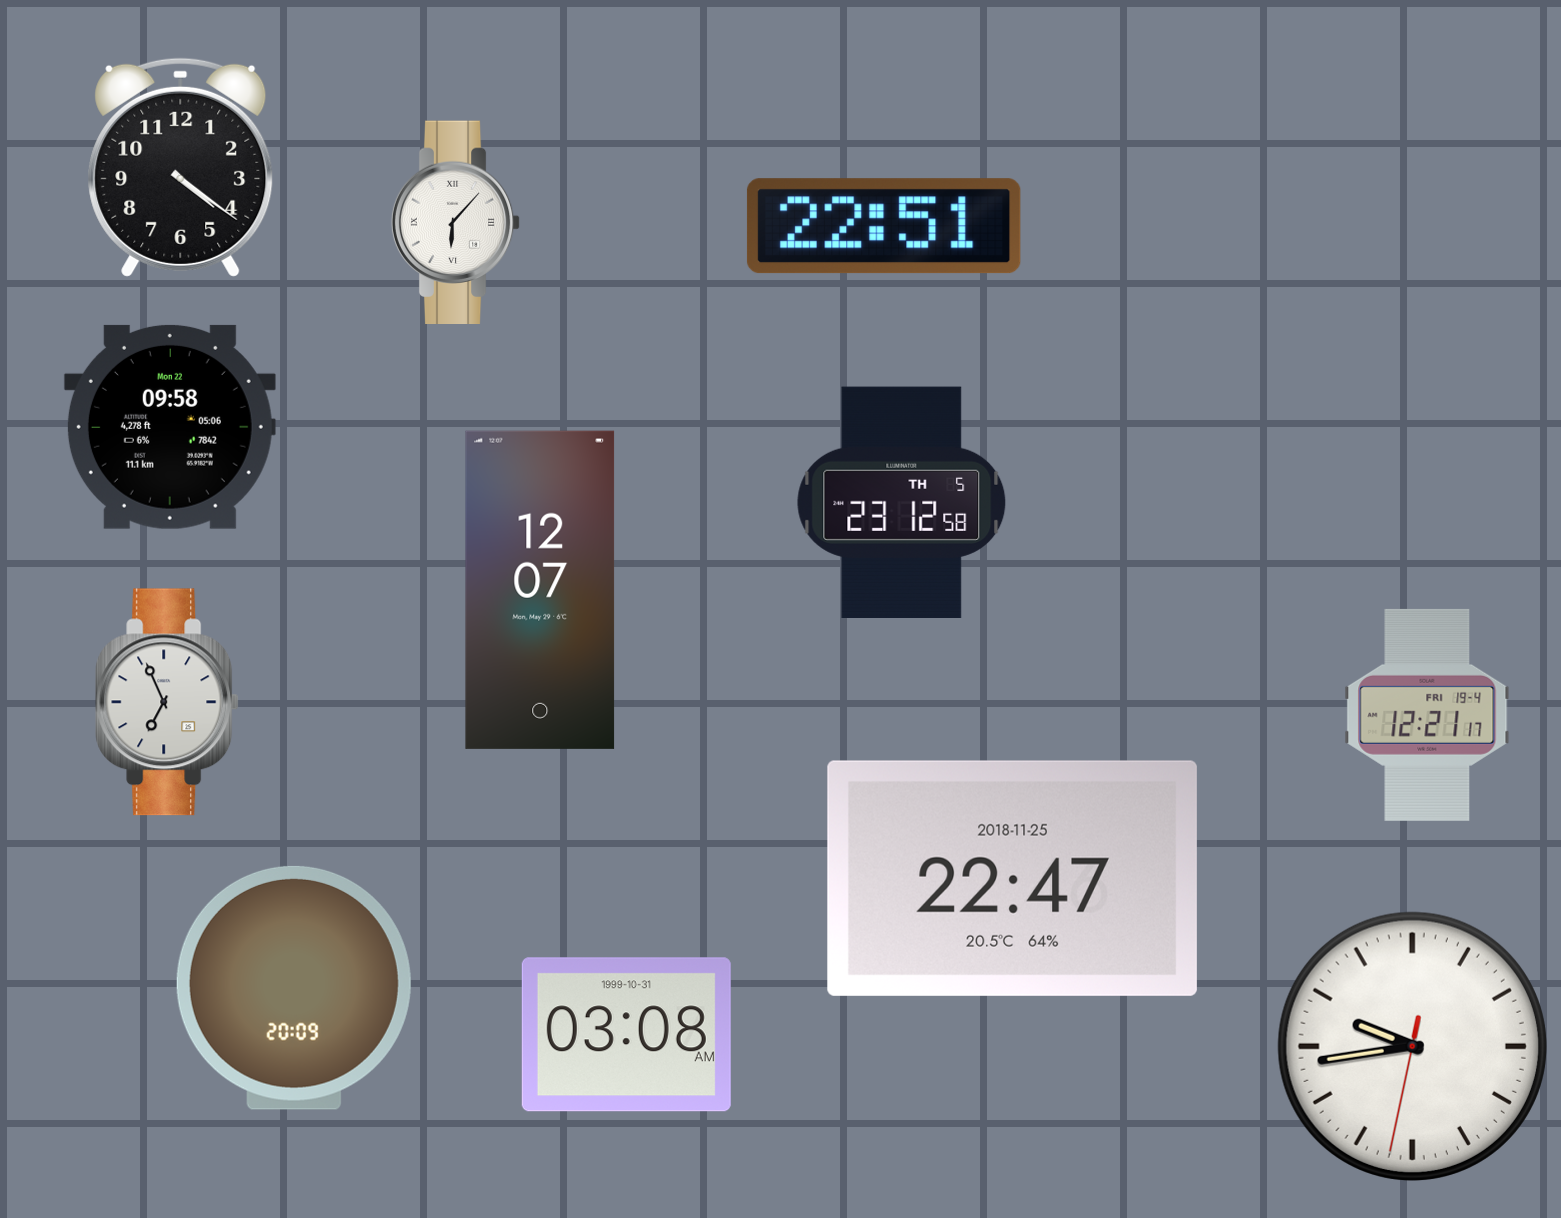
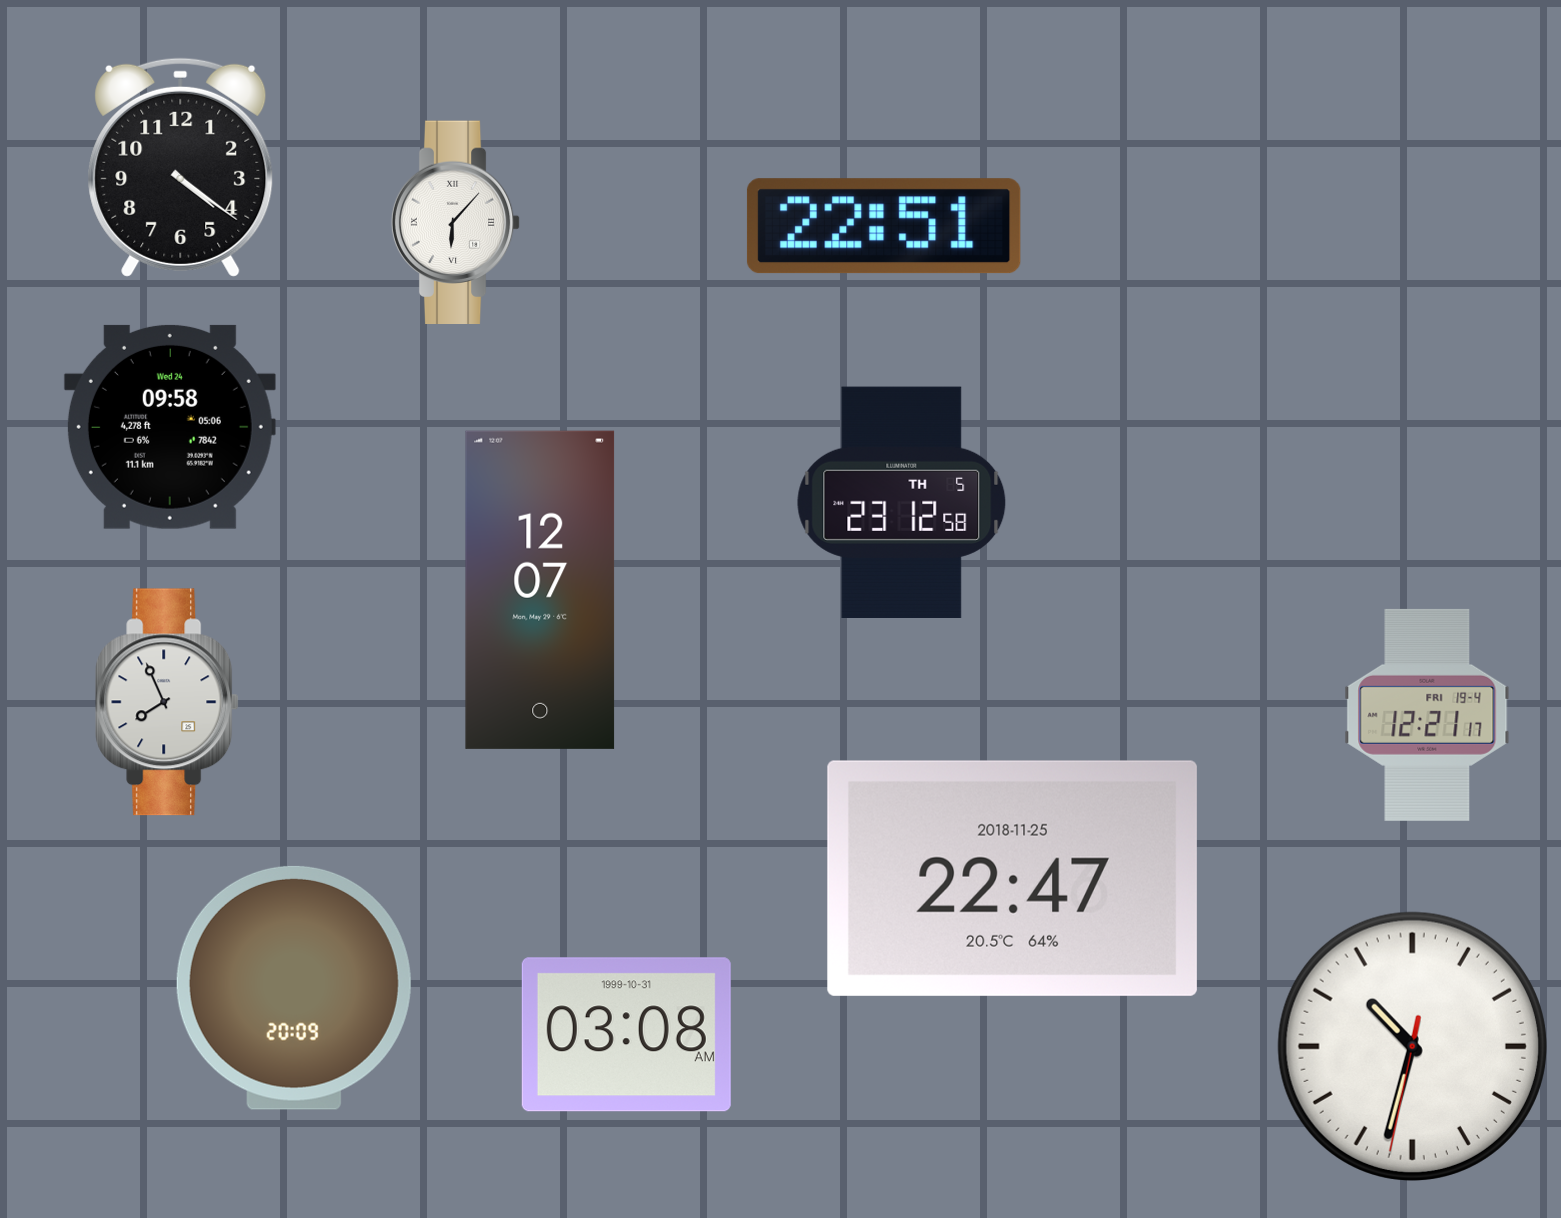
clock at (170, 427) date: Mon 22 -> Wed 24
clock at (167, 702): 6:56 -> 7:56
clock at (1412, 1046): 9:43 -> 10:32
